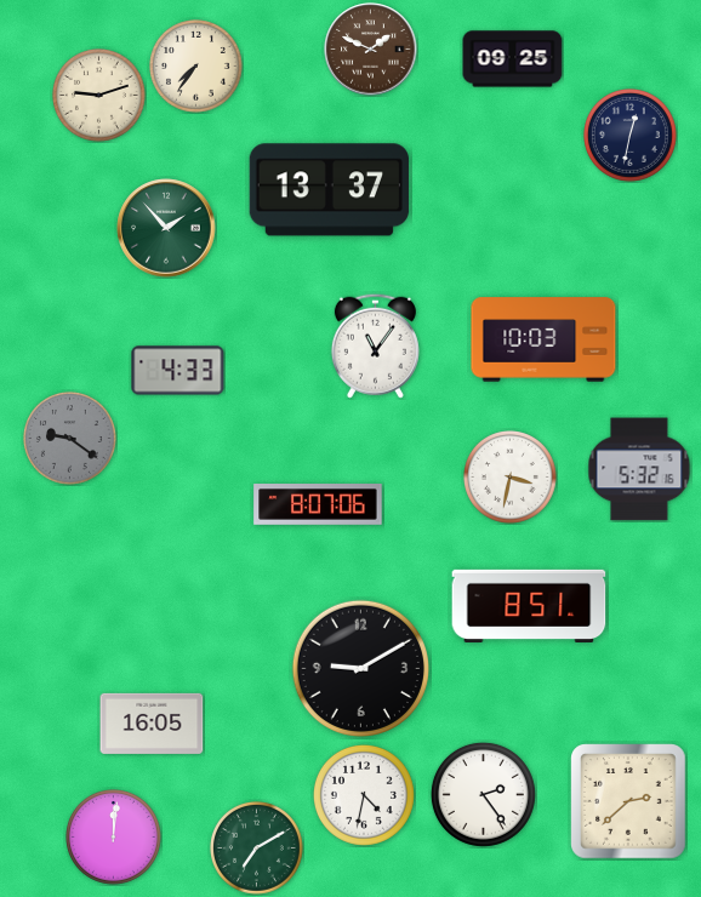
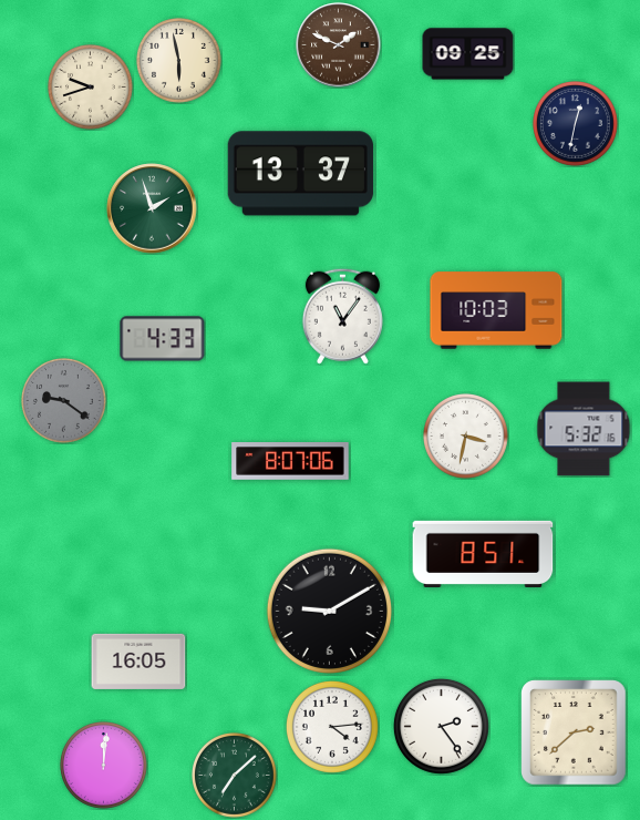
clock at (196, 67): 7:36 -> 5:58
clock at (99, 96): 9:12 -> 9:42
clock at (166, 228): 1:53 -> 1:57
clock at (364, 795): 4:32 -> 4:14
clock at (257, 849): 7:10 -> 7:08
